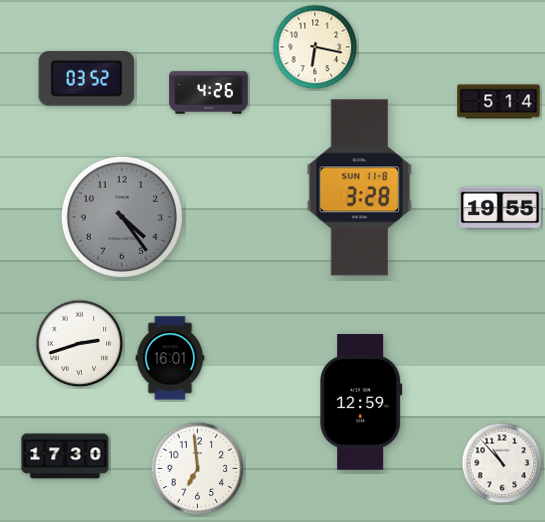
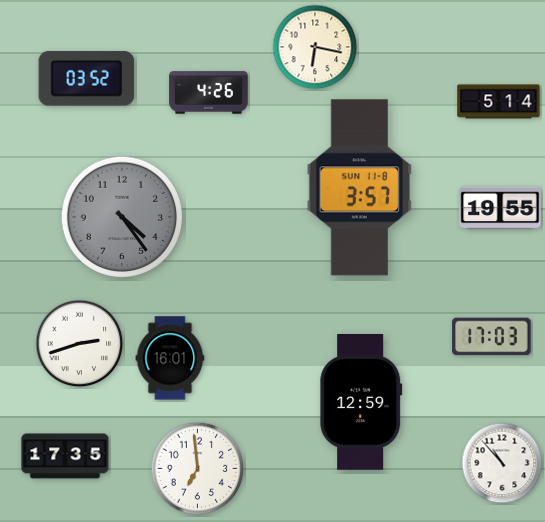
clock at (360, 188): 3:28 -> 3:57
clock at (492, 337): none -> 17:03
clock at (65, 456): 17:30 -> 17:35
